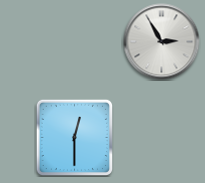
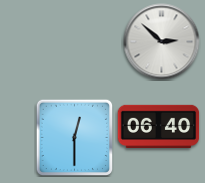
clock at (162, 42): 2:55 -> 2:52
clock at (159, 126): none -> 06:40
